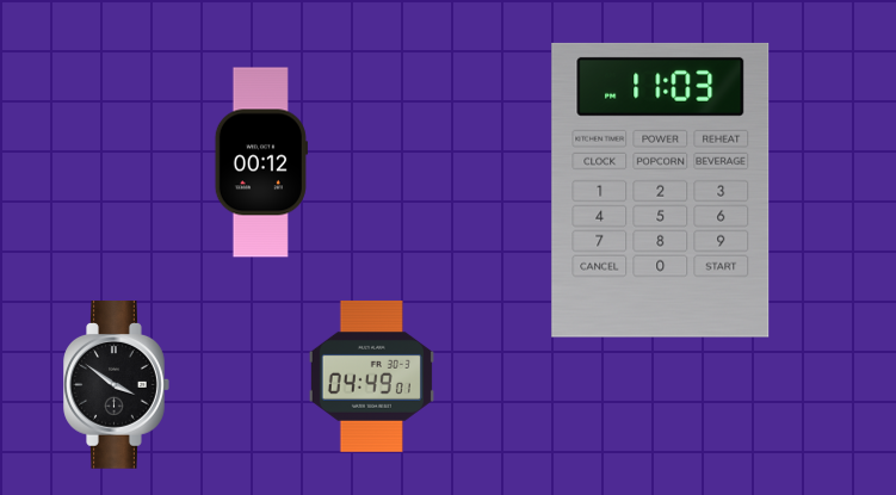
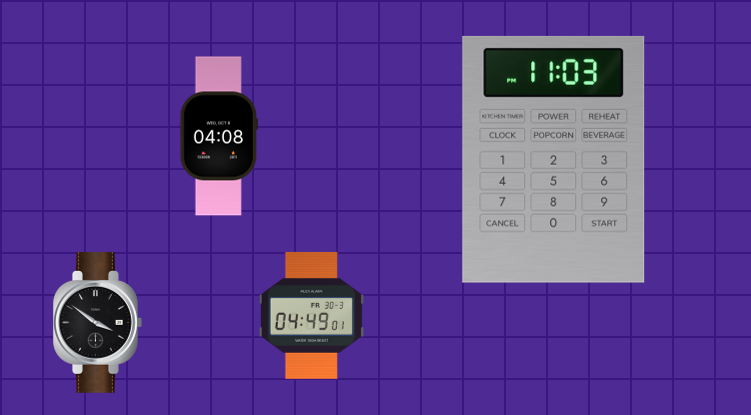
clock at (261, 162): 00:12 -> 04:08
